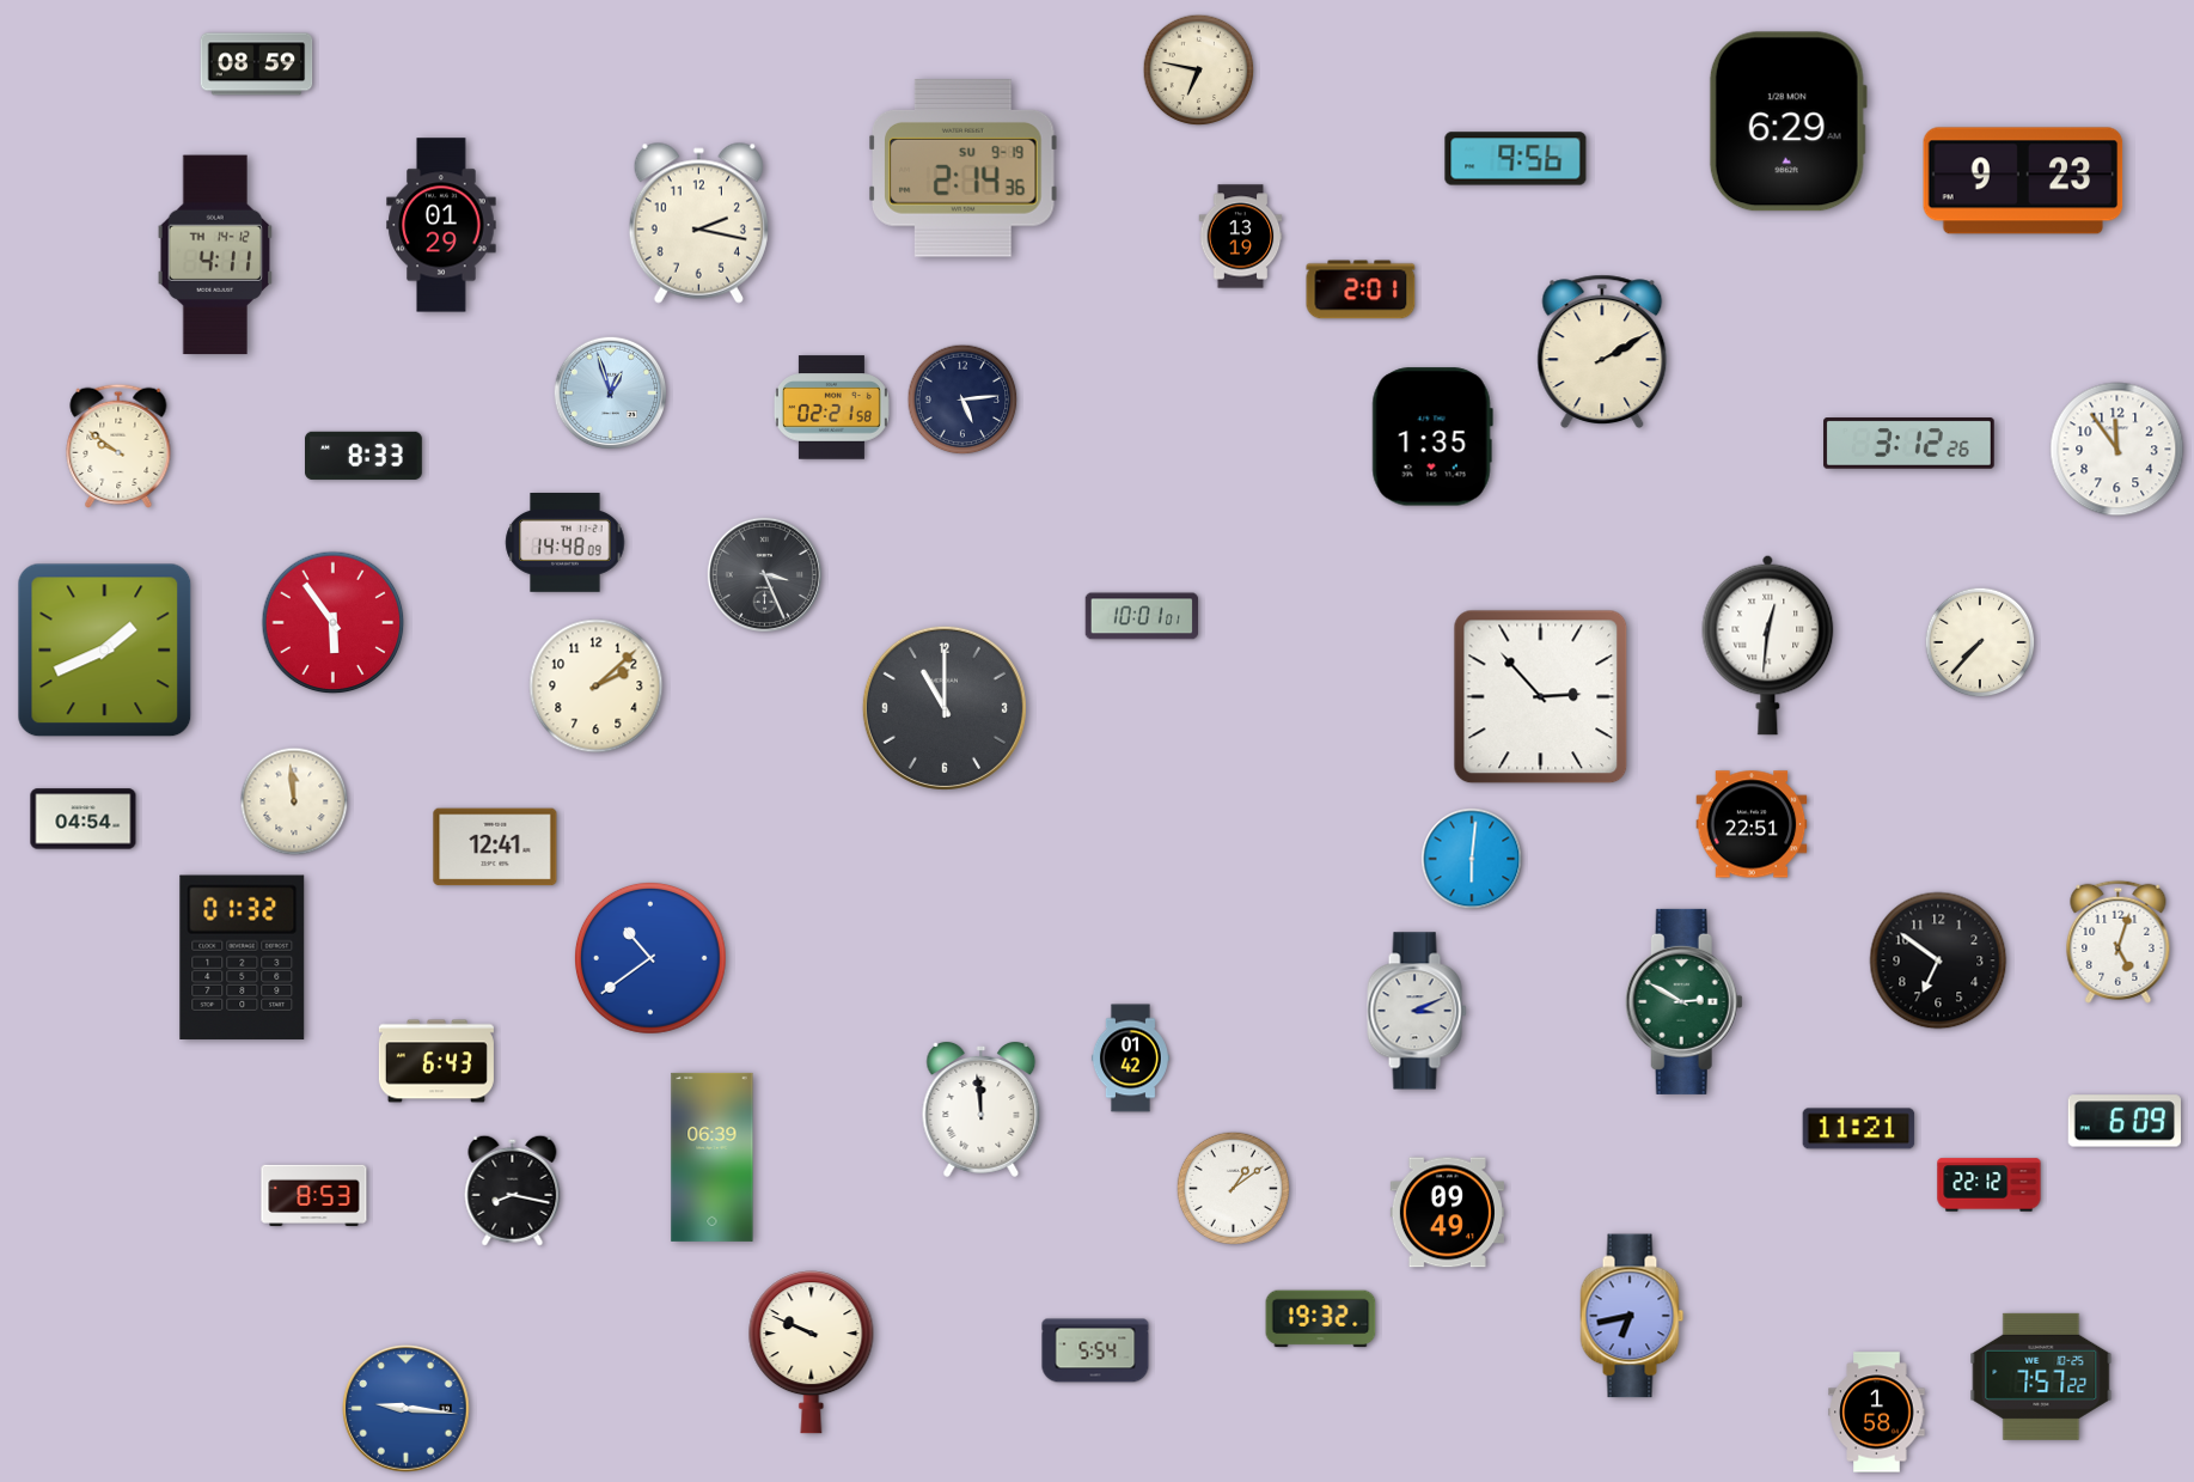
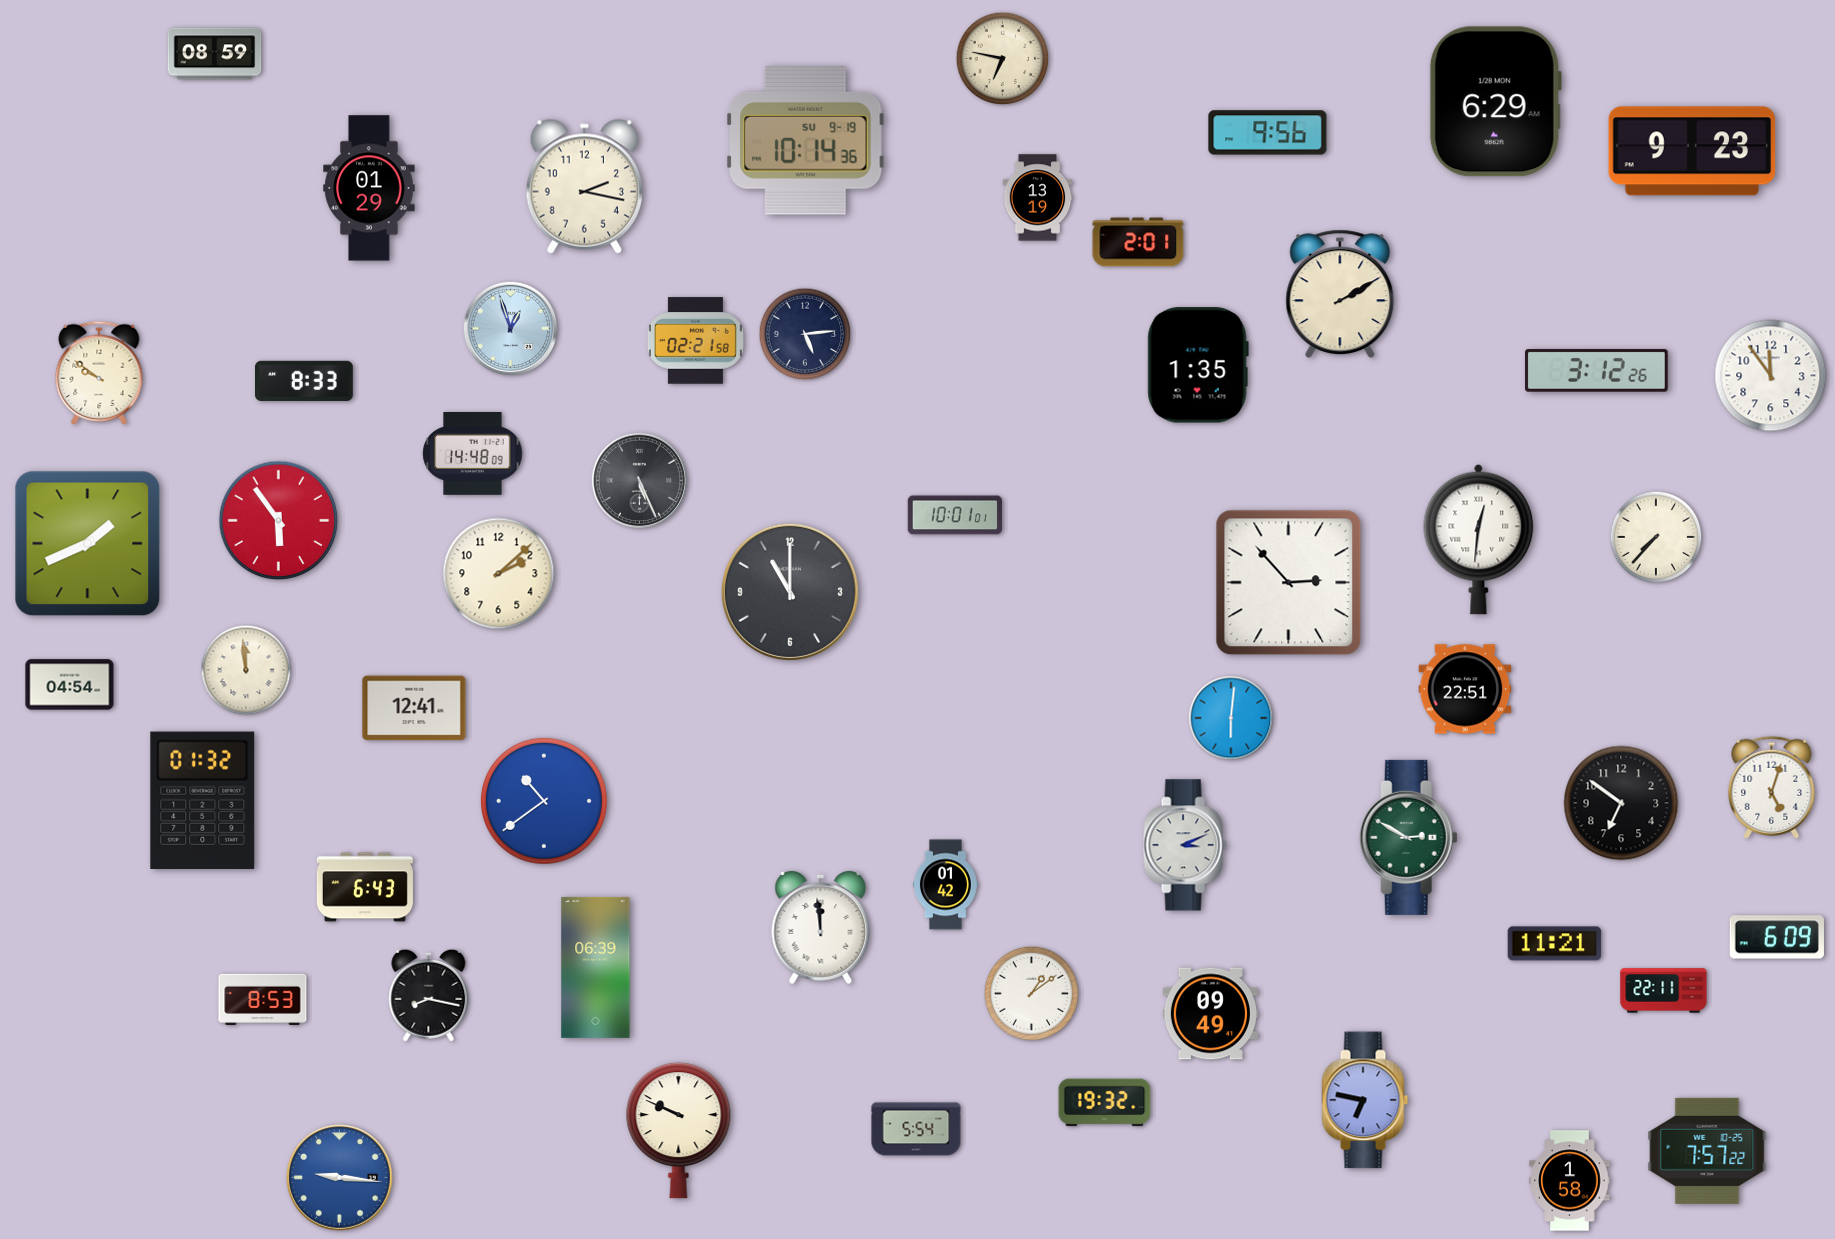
clock at (964, 169): 2:14 -> 10:14
clock at (215, 255): 4:11 -> none
clock at (764, 574): 3:26 -> 5:26
clock at (1990, 1185): 22:12 -> 22:11
clock at (1632, 1316): 6:43 -> 6:47
